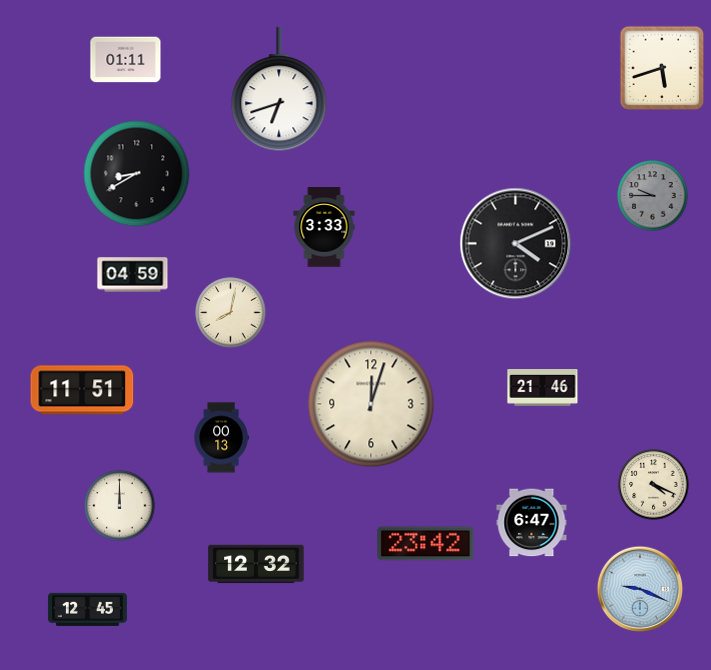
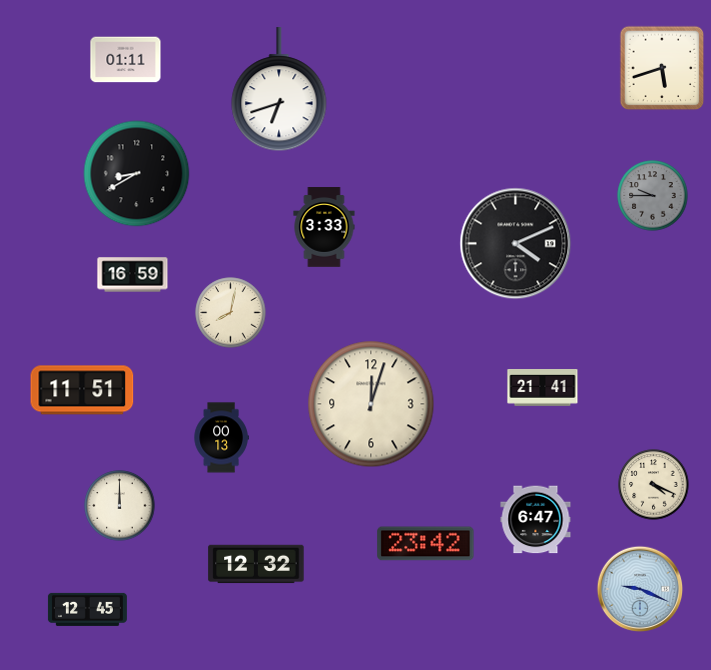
clock at (133, 275): 04:59 -> 16:59
clock at (543, 388): 21:46 -> 21:41
clock at (532, 523) position: (532, 523) -> (536, 520)
